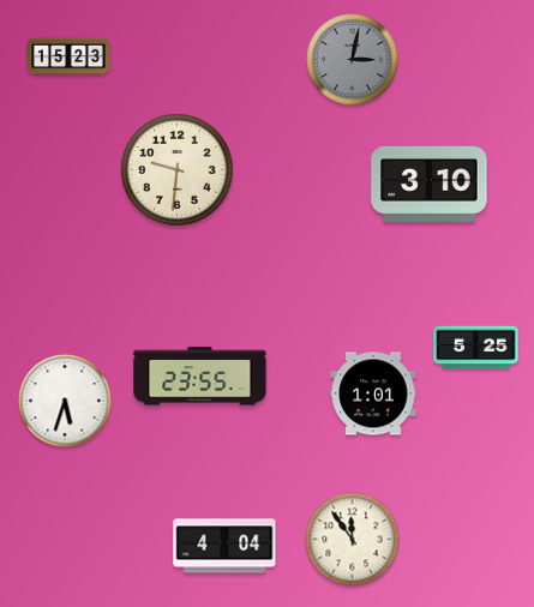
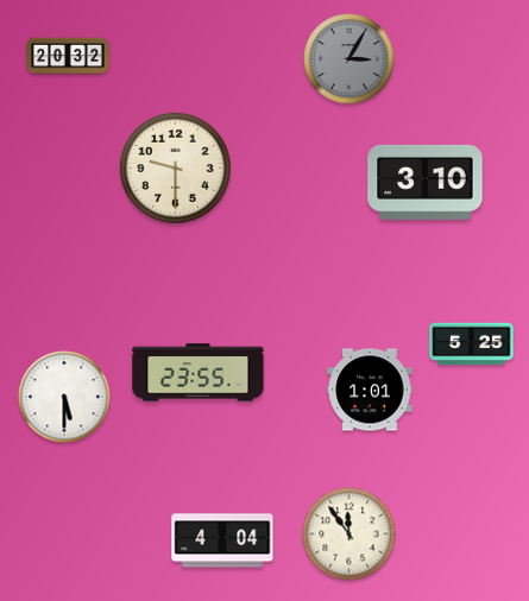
clock at (68, 56): 15:23 -> 20:32
clock at (353, 60): 3:02 -> 3:05
clock at (176, 169): 9:31 -> 9:30
clock at (65, 401): 5:33 -> 5:30
